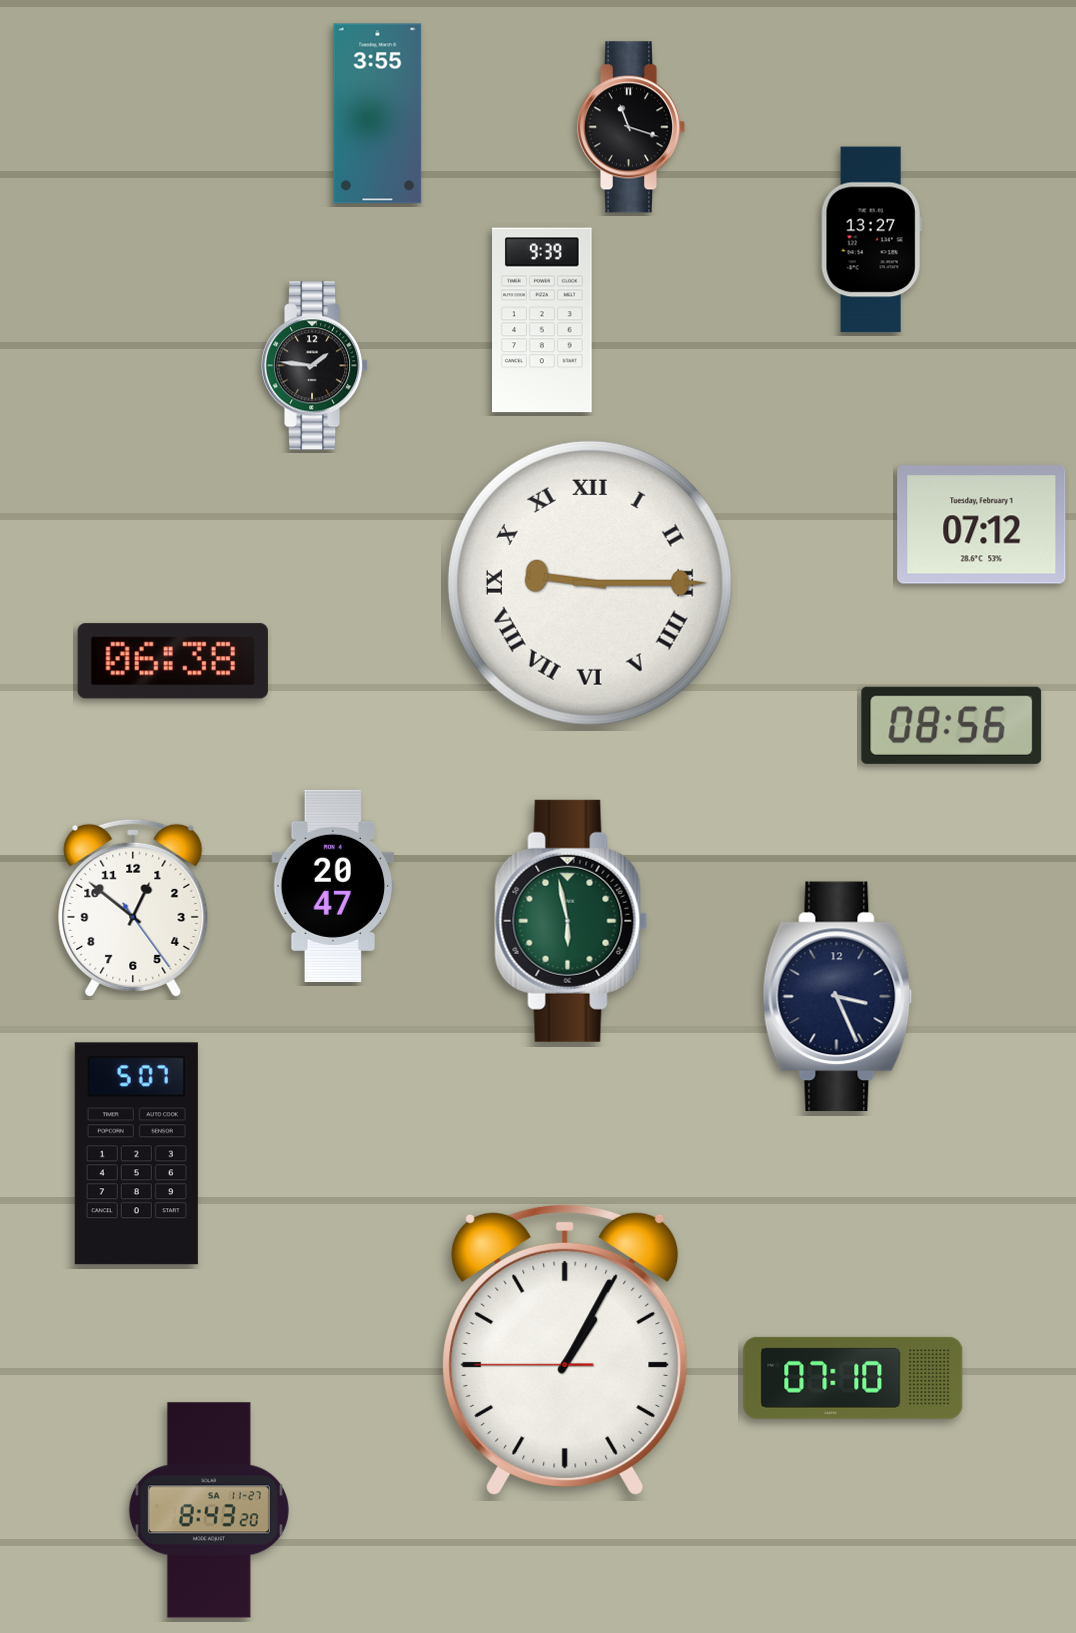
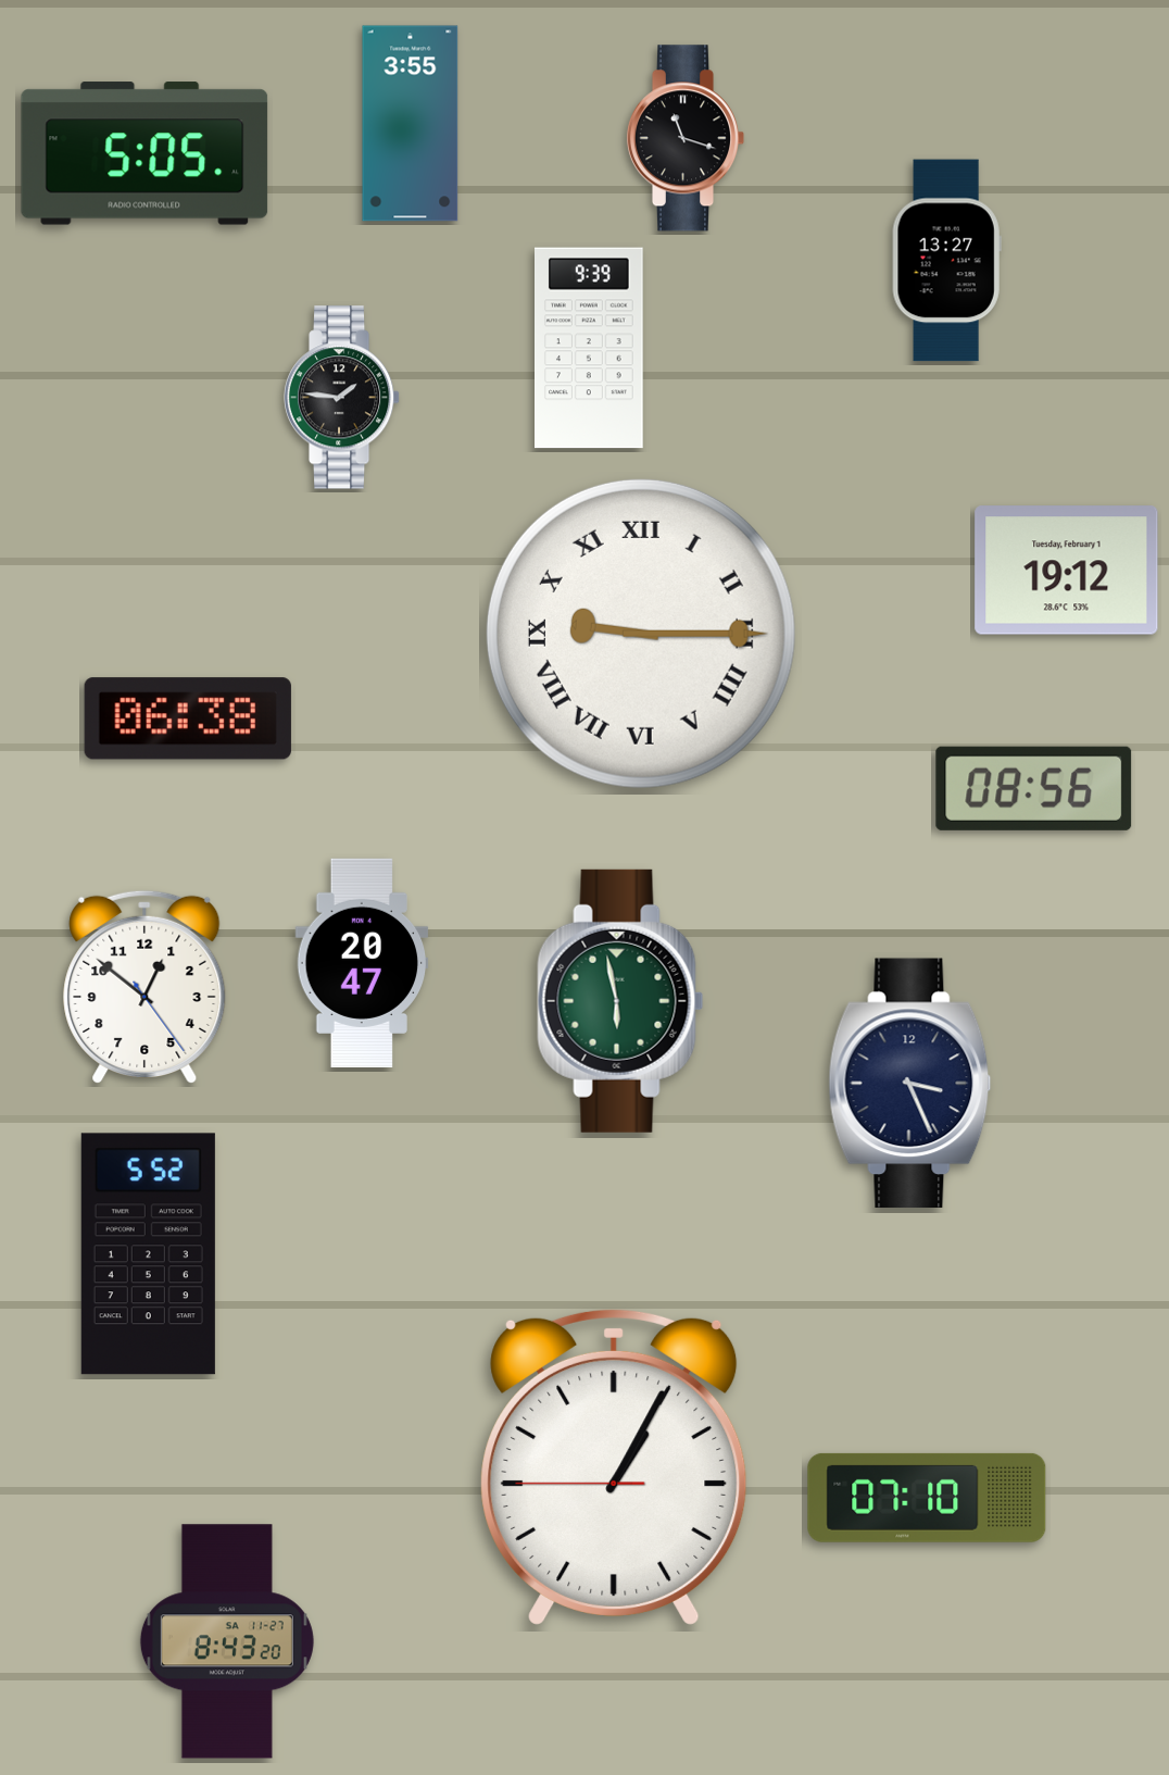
clock at (144, 153): none -> 5:05
clock at (982, 525): 07:12 -> 19:12
clock at (136, 1154): 5:07 -> 5:52
